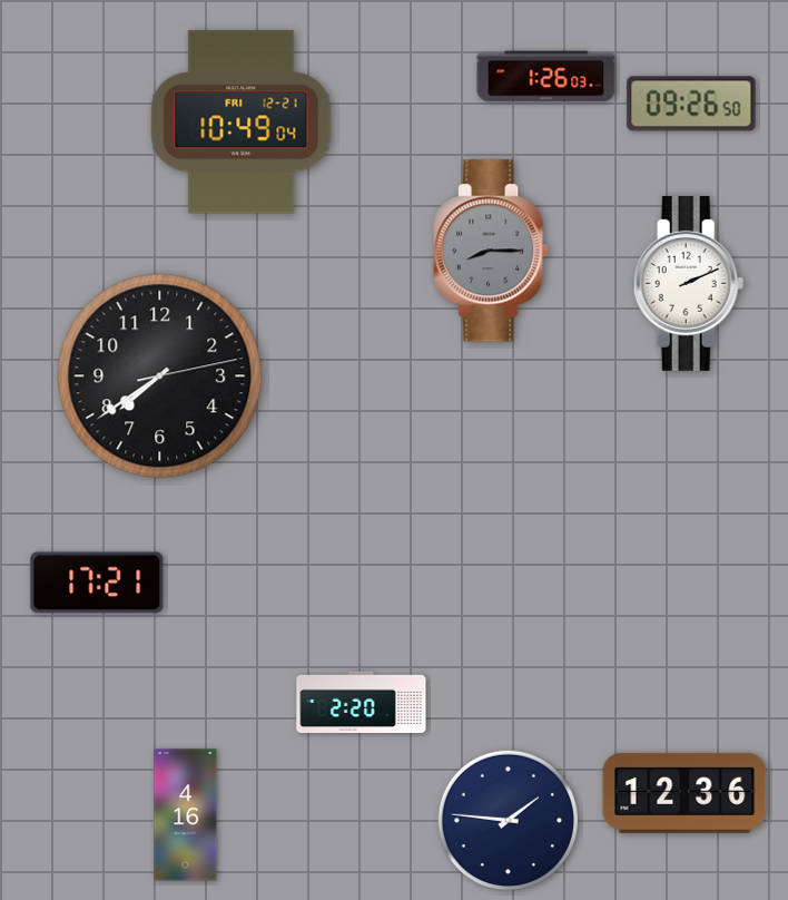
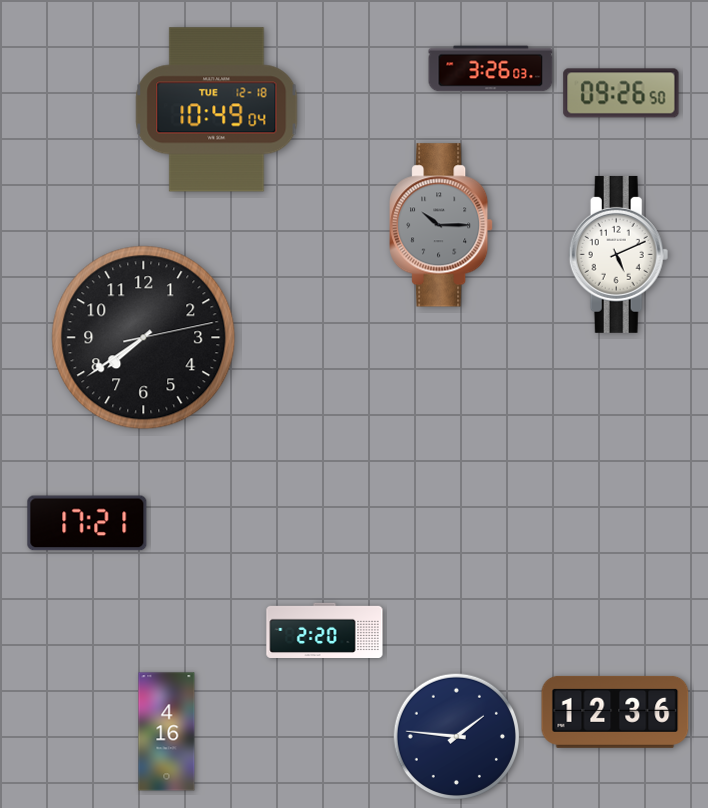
clock at (546, 77): 1:26 -> 3:26
clock at (242, 123) date: FRI 12-21 -> TUE 12-18
clock at (492, 251): 8:15 -> 10:15
clock at (689, 283): 2:11 -> 5:11
